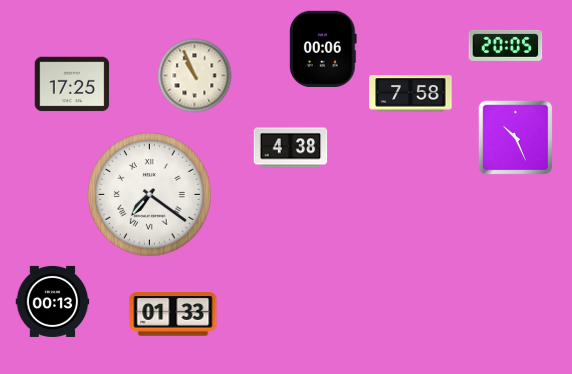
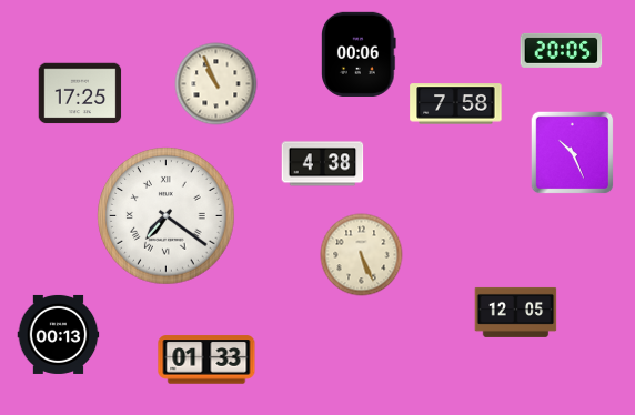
clock at (362, 255): none -> 5:26
clock at (516, 312): none -> 12:05
clock at (173, 314) position: (173, 314) -> (206, 360)
